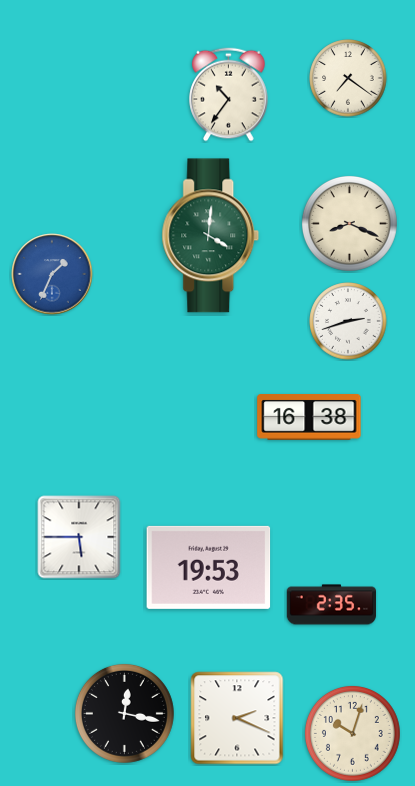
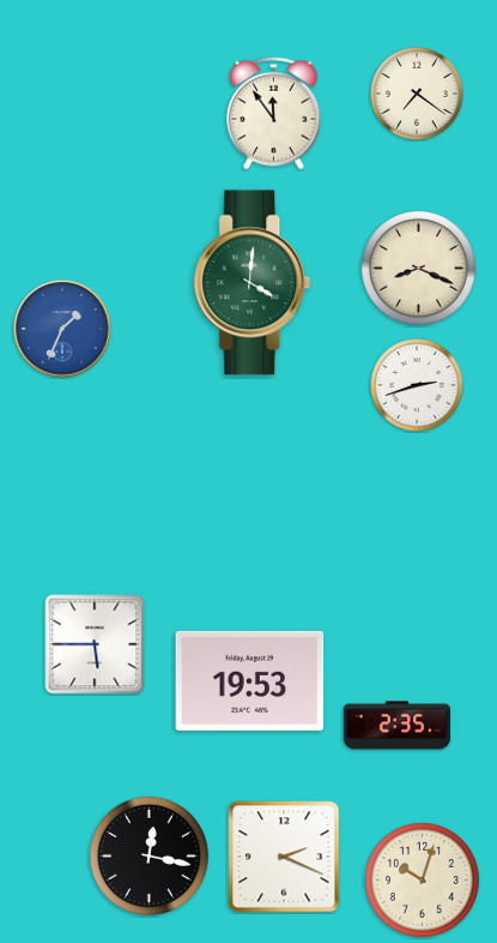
clock at (229, 95): 10:36 -> 11:54
clock at (309, 418): 16:38 -> none
clock at (237, 718) position: (237, 718) -> (284, 857)
